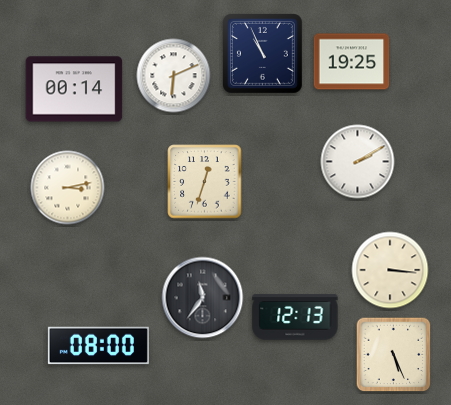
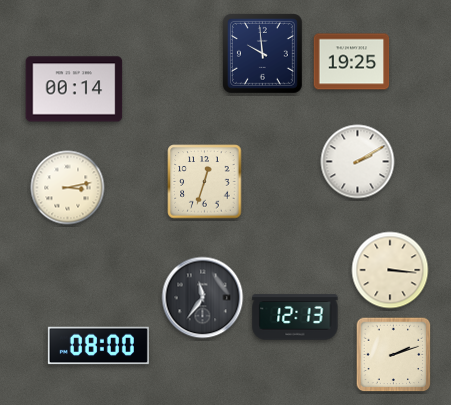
clock at (262, 53): 10:56 -> 9:59
clock at (174, 76): 6:11 -> none
clock at (394, 355): 5:26 -> 2:12
